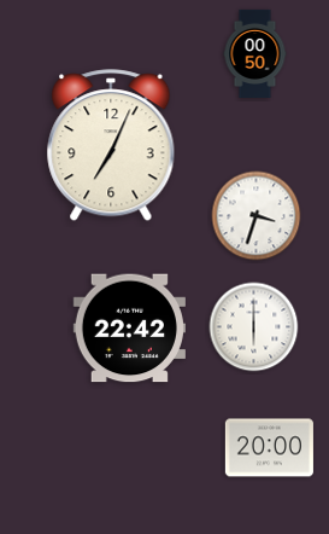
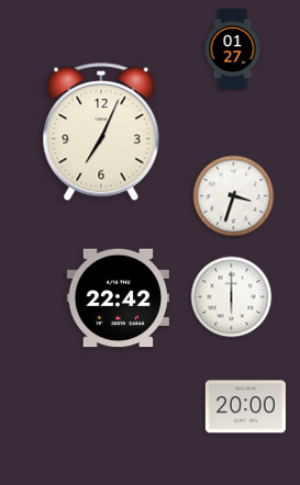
clock at (255, 53): 00:50 -> 01:27
